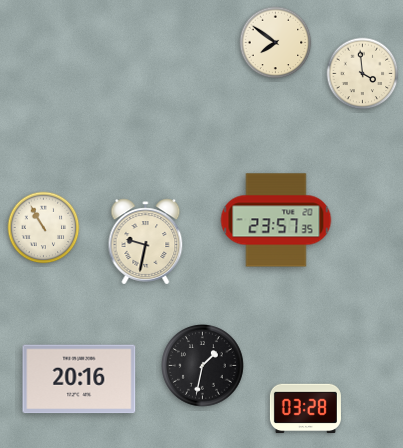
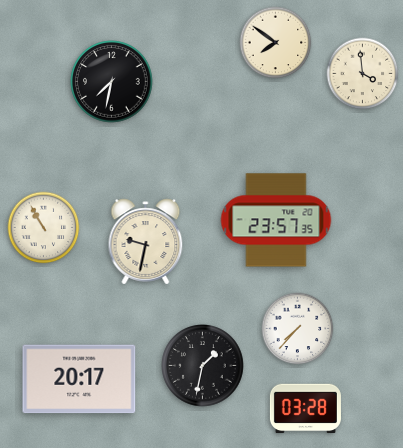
clock at (112, 82): none -> 7:32
clock at (298, 329): none -> 7:37
clock at (79, 379): 20:16 -> 20:17
